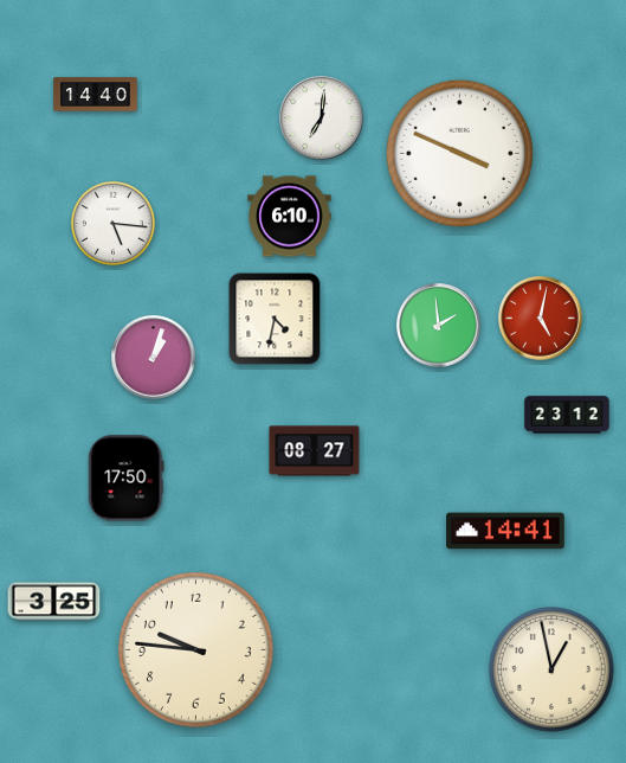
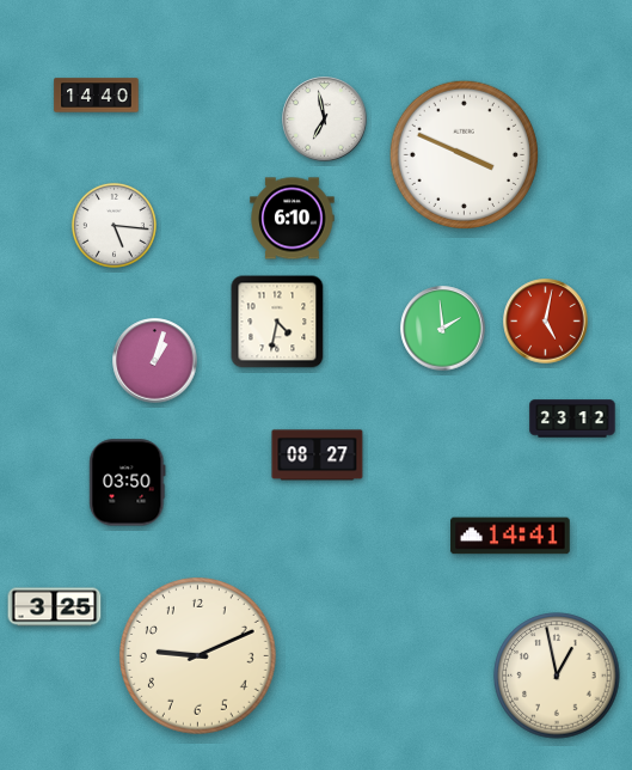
clock at (322, 118): 7:01 -> 6:58
clock at (127, 479): 17:50 -> 03:50
clock at (195, 649): 9:46 -> 9:11
